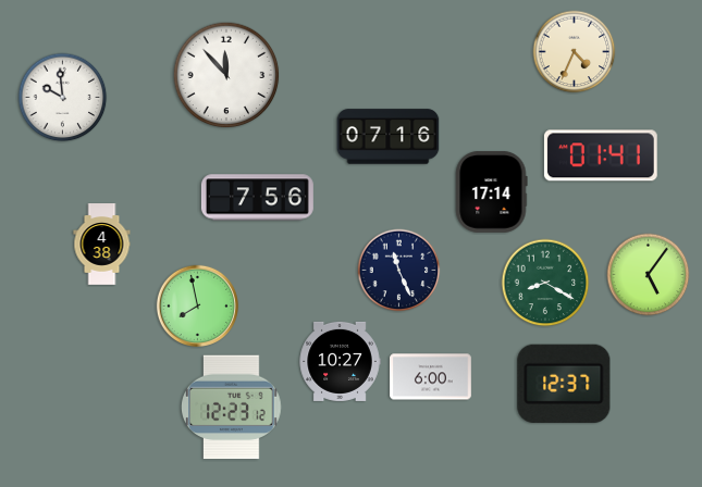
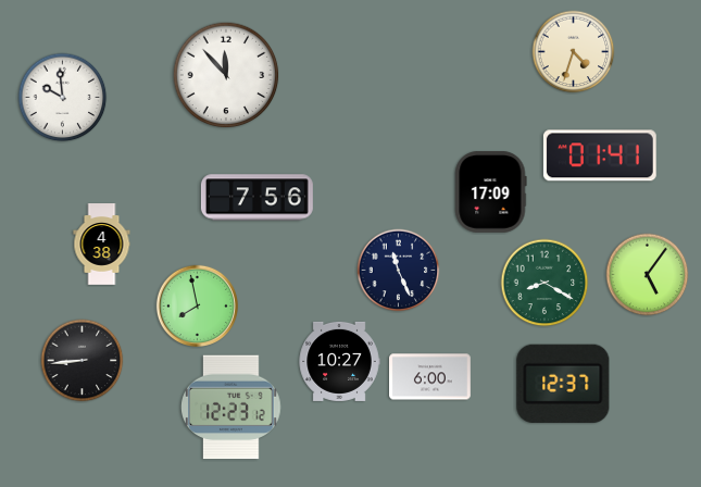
clock at (575, 52): 4:34 -> 4:33
clock at (389, 137): 07:16 -> none
clock at (491, 192): 17:14 -> 17:09
clock at (83, 361): none -> 8:44
